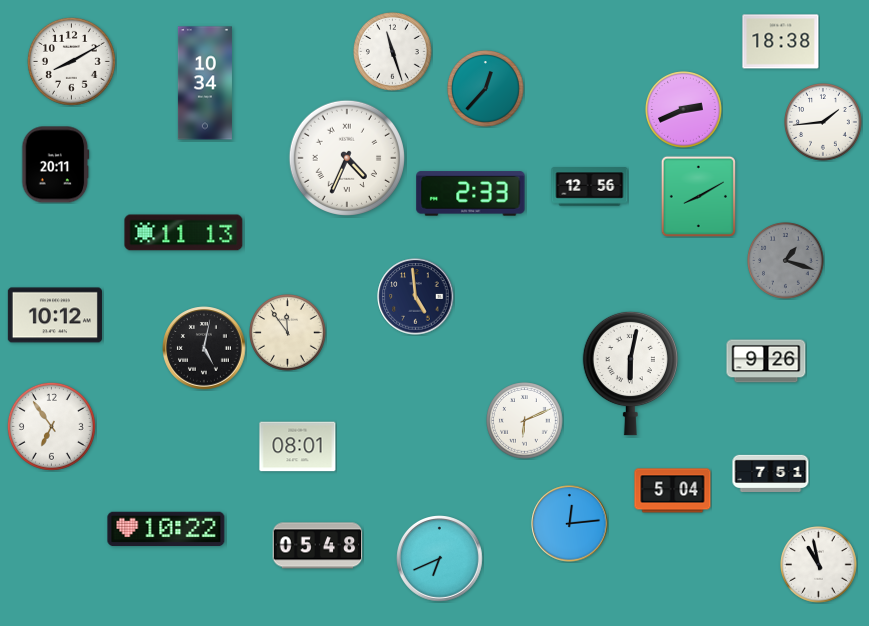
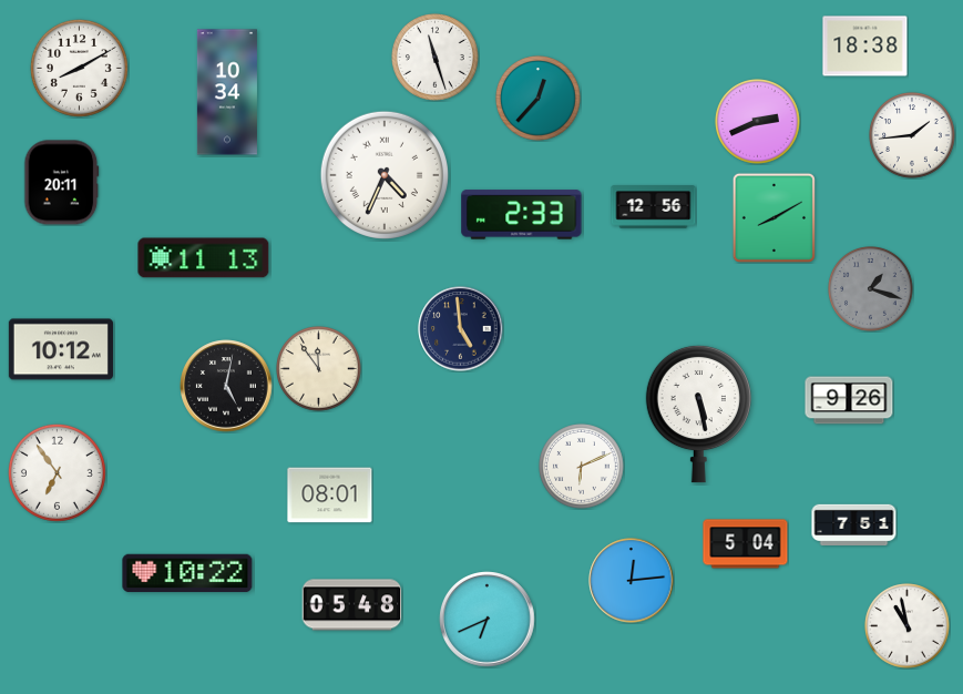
clock at (630, 373): 6:02 -> 5:28
clock at (166, 529) position: (166, 529) -> (187, 573)
